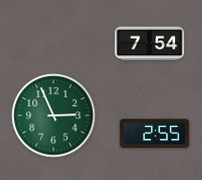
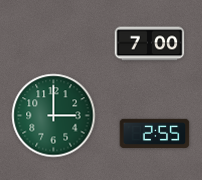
clock at (150, 44): 7:54 -> 7:00
clock at (54, 116): 2:56 -> 3:00
